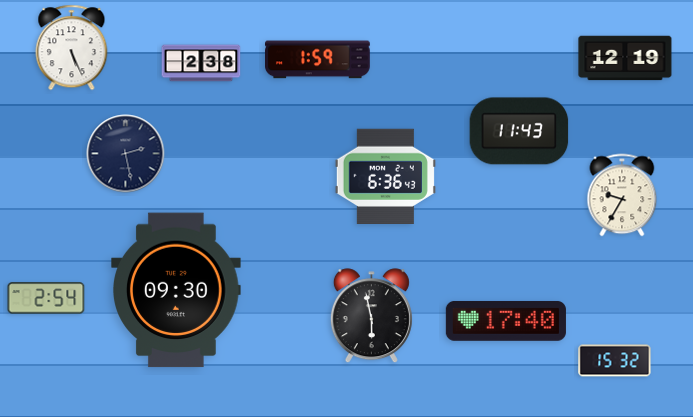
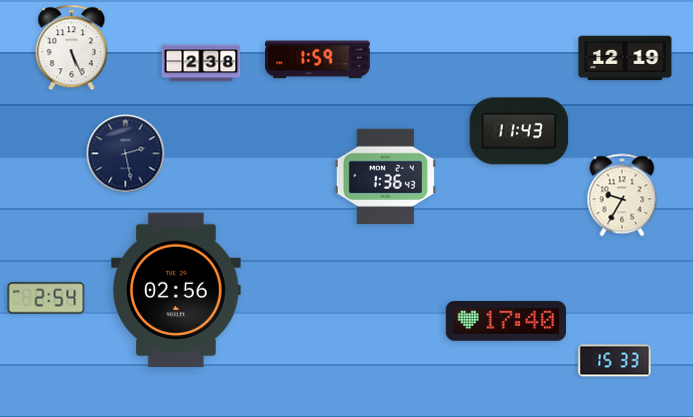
clock at (385, 176): 6:36 -> 1:36
clock at (176, 290): 09:30 -> 02:56
clock at (371, 316): 5:58 -> none
clock at (615, 361): 15:32 -> 15:33
